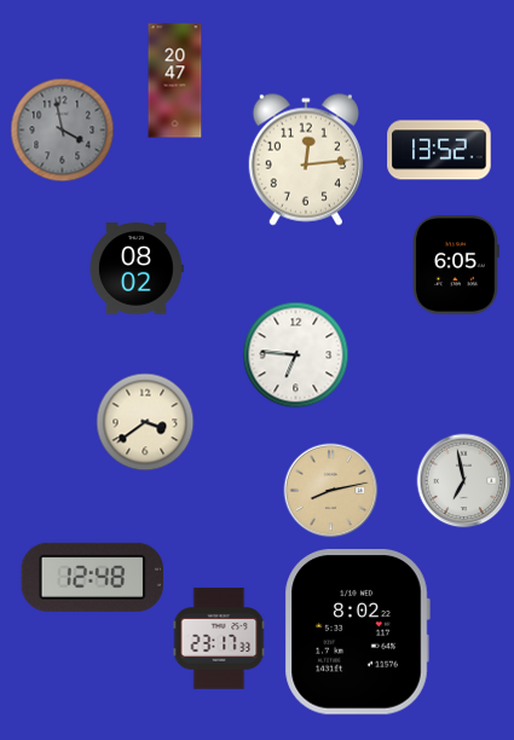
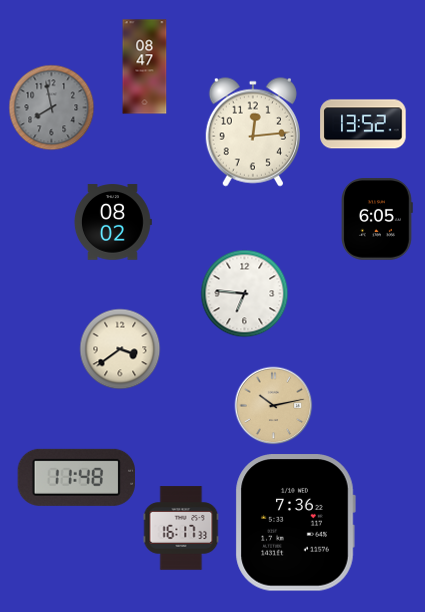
clock at (175, 81): 20:47 -> 08:47
clock at (62, 129): 3:58 -> 7:58
clock at (463, 480): 6:58 -> none
clock at (330, 490): 8:13 -> 10:13
clock at (92, 577): 12:48 -> 11:48
clock at (357, 632): 8:02 -> 7:36
clock at (219, 638): 23:17 -> 16:17
